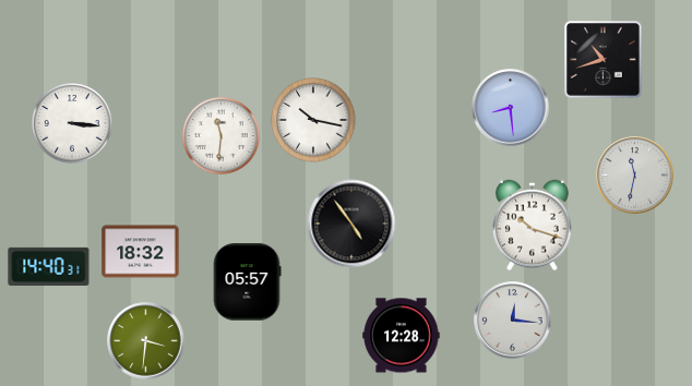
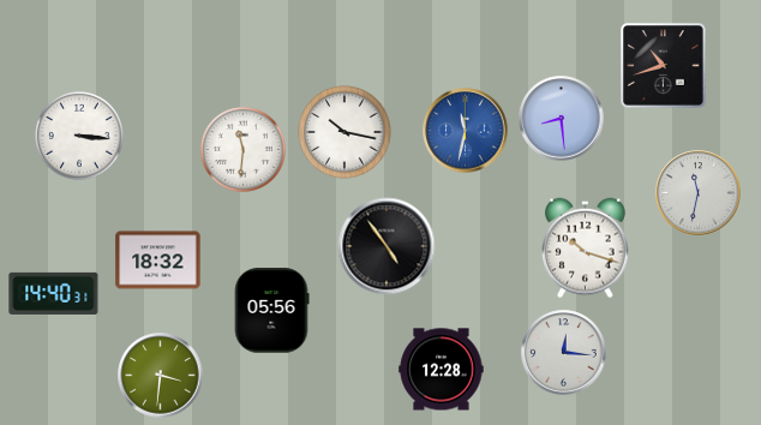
clock at (466, 131): none -> 11:32
clock at (141, 252) position: (141, 252) -> (158, 261)
clock at (247, 282): 05:57 -> 05:56
